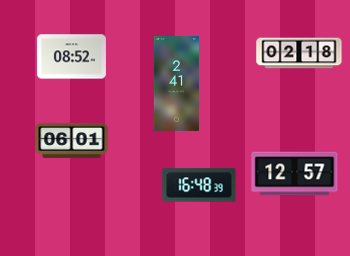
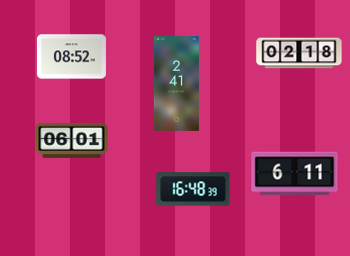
clock at (295, 174): 12:57 -> 6:11
clock at (199, 185) position: (199, 185) -> (193, 189)
